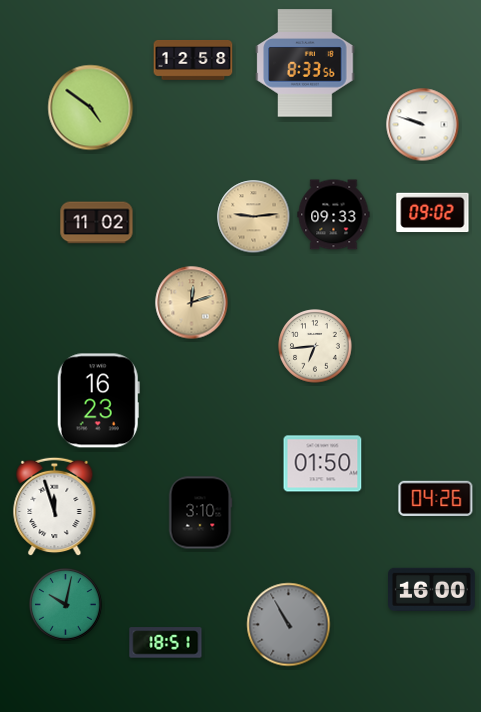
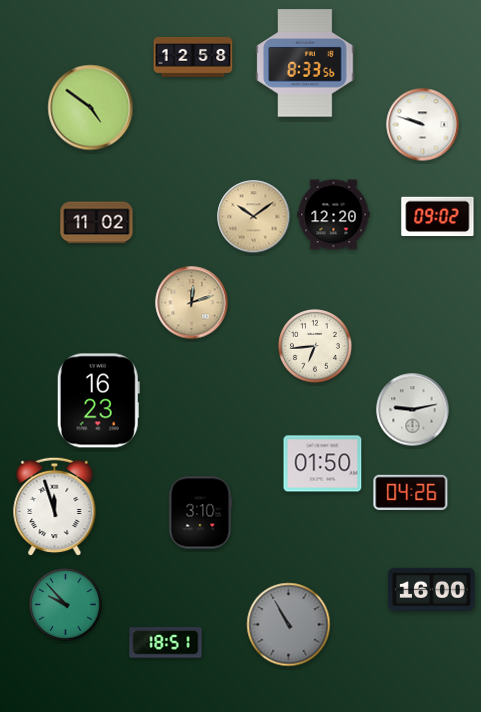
clock at (193, 60) position: (193, 60) -> (193, 57)
clock at (433, 213) position: (433, 213) -> (438, 217)
clock at (334, 215): 09:33 -> 12:20
clock at (254, 217): 9:14 -> 10:09
clock at (413, 410): none -> 9:13
clock at (436, 498) position: (436, 498) -> (411, 492)
clock at (66, 605): 10:02 -> 9:53
